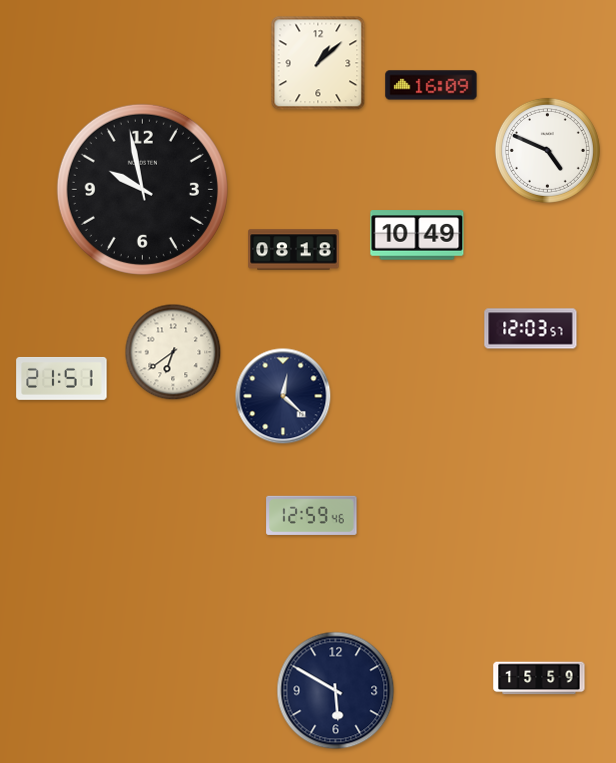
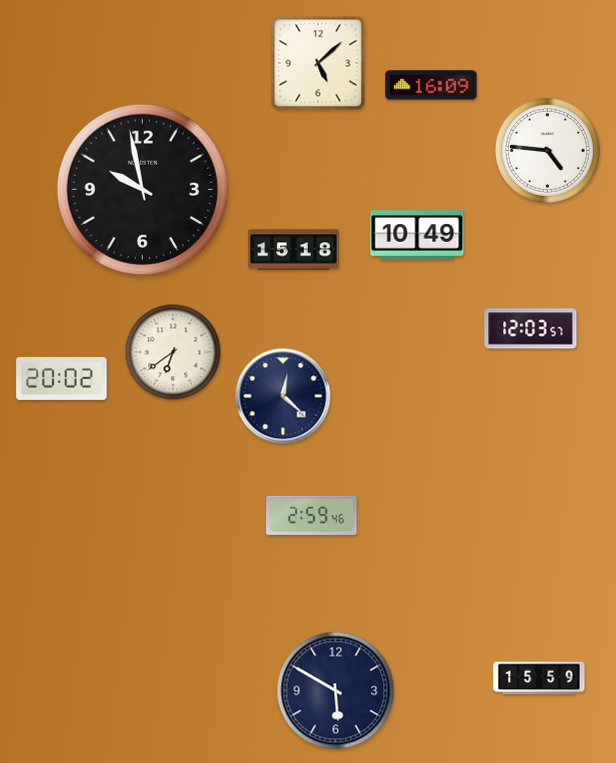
clock at (318, 63): 1:08 -> 5:08
clock at (547, 150): 4:49 -> 4:46
clock at (294, 250): 08:18 -> 15:18
clock at (62, 378): 21:51 -> 20:02
clock at (312, 515): 12:59 -> 2:59
